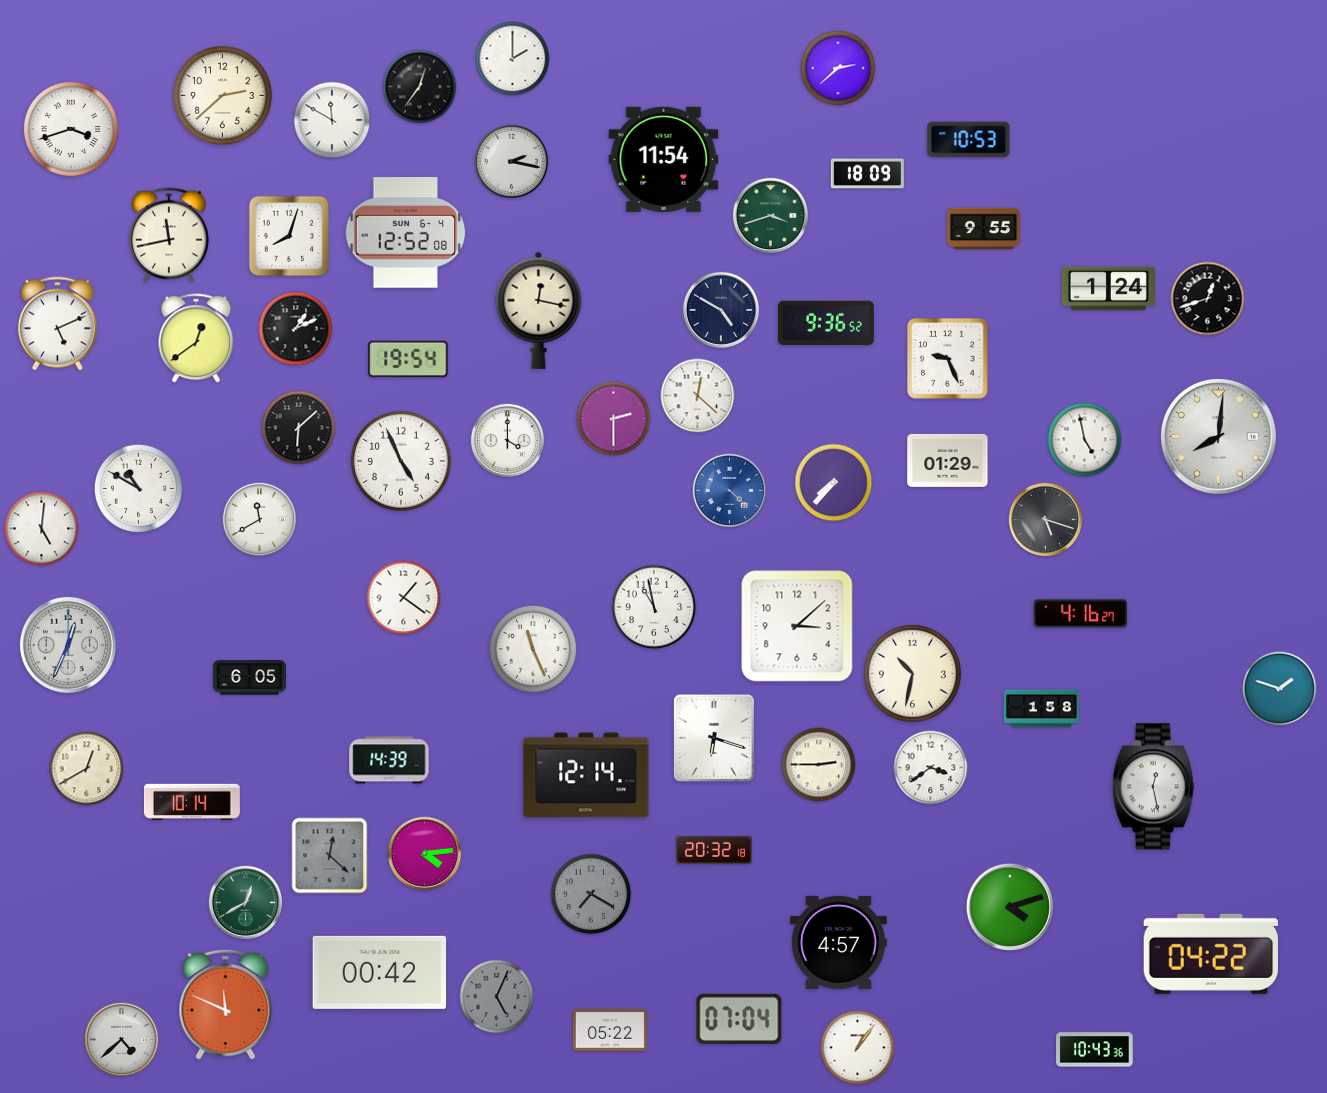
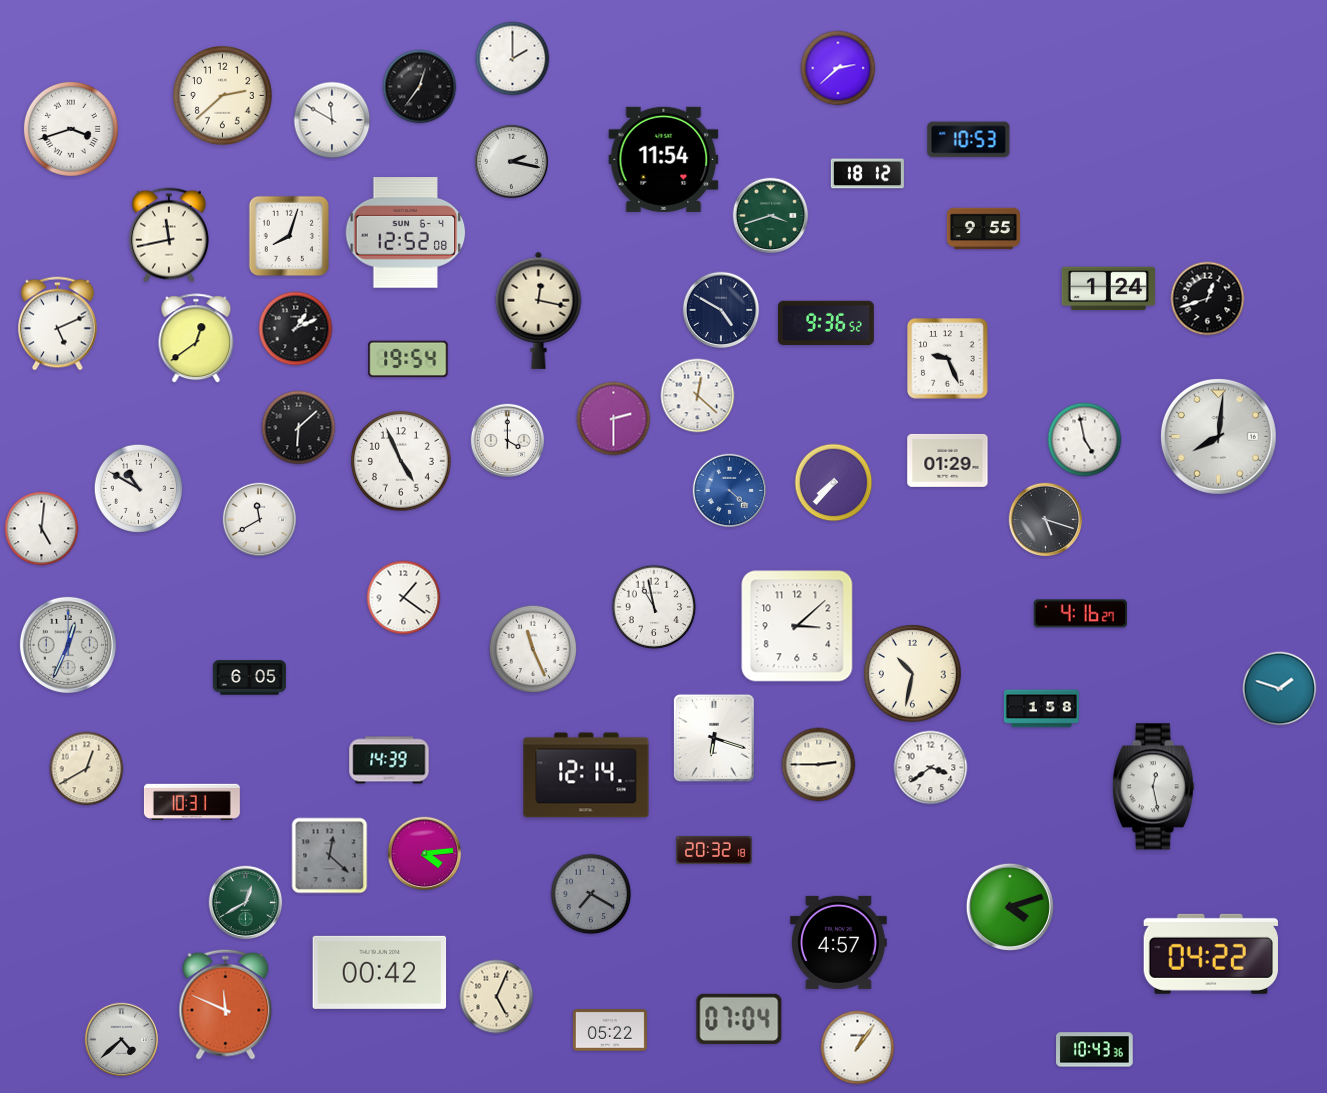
clock at (867, 174): 18:09 -> 18:12
clock at (192, 802): 10:14 -> 10:31
clock at (497, 997) dial: grey -> cream
